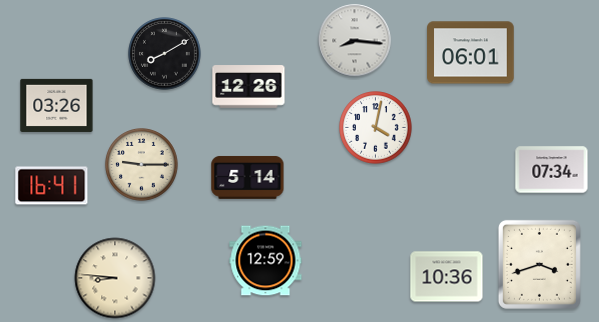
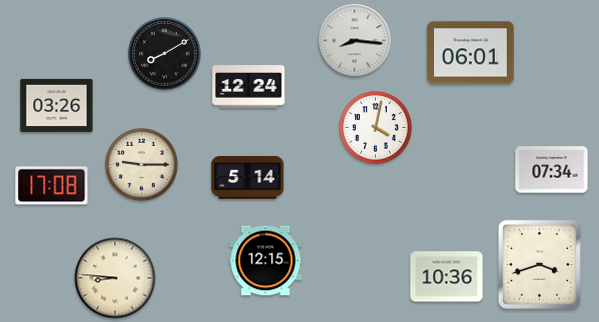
clock at (249, 87): 12:26 -> 12:24
clock at (52, 186): 16:41 -> 17:08
clock at (266, 261): 12:59 -> 12:15
